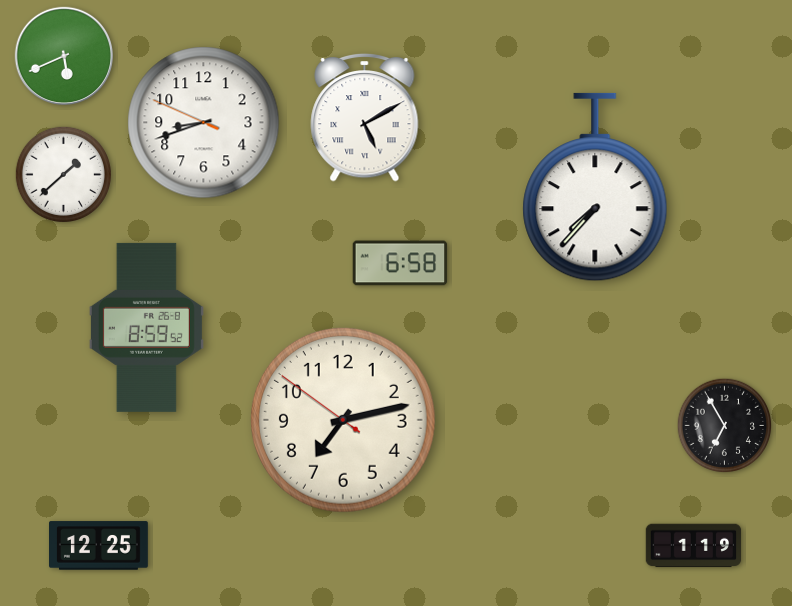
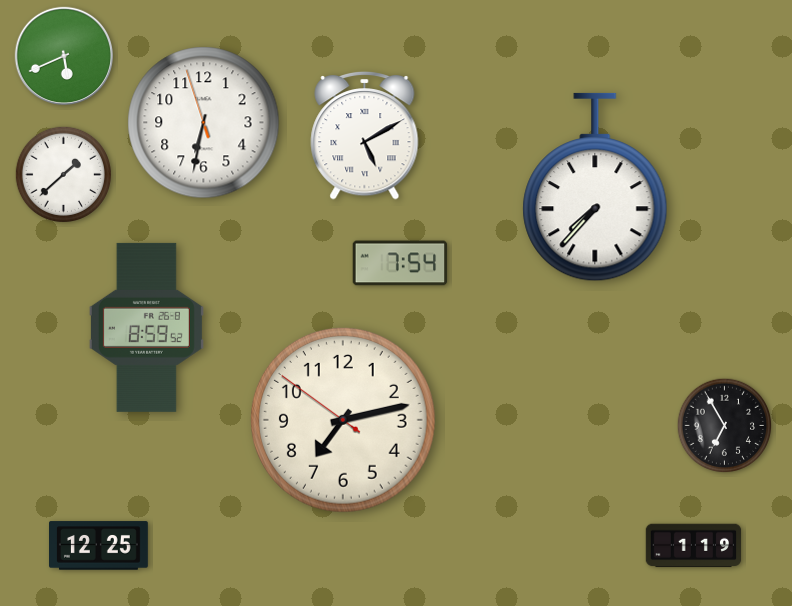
clock at (365, 117) position: (365, 117) -> (365, 135)
clock at (204, 123): 8:41 -> 6:31
clock at (400, 263): 6:58 -> 7:54
